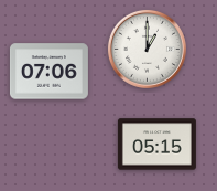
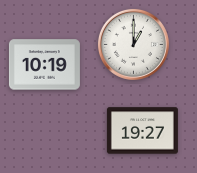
clock at (48, 72): 07:06 -> 10:19
clock at (156, 145): 05:15 -> 19:27
